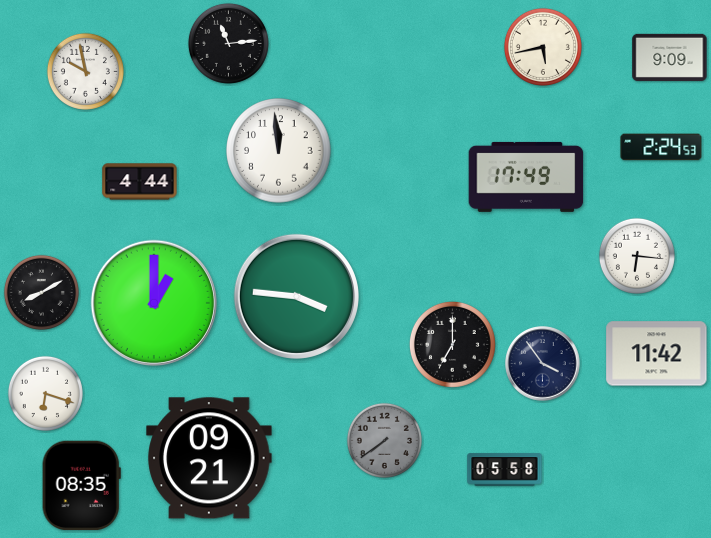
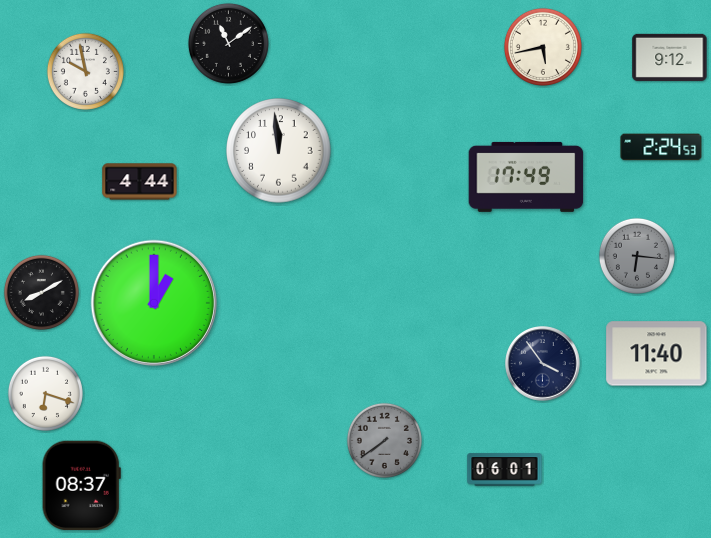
clock at (228, 43): 11:14 -> 11:09
clock at (670, 57): 9:09 -> 9:12
clock at (637, 256) dial: white -> grey
clock at (296, 296): 3:46 -> none
clock at (452, 344): 7:00 -> none
clock at (657, 354): 11:42 -> 11:40
clock at (209, 458): 09:21 -> none
clock at (505, 470): 05:58 -> 06:01
clock at (81, 486): 08:35 -> 08:37
